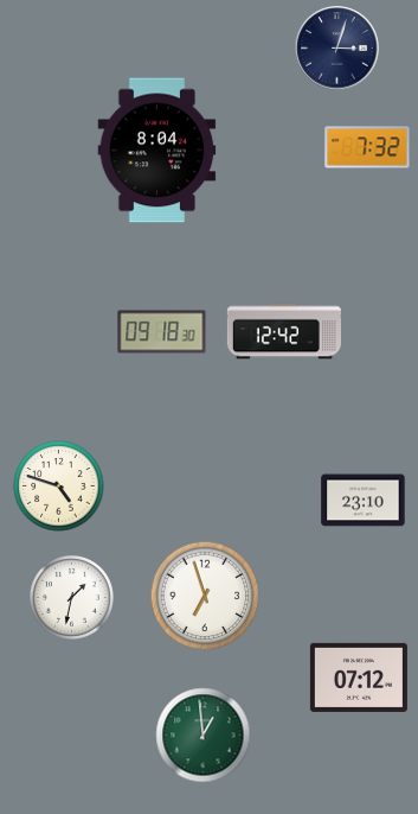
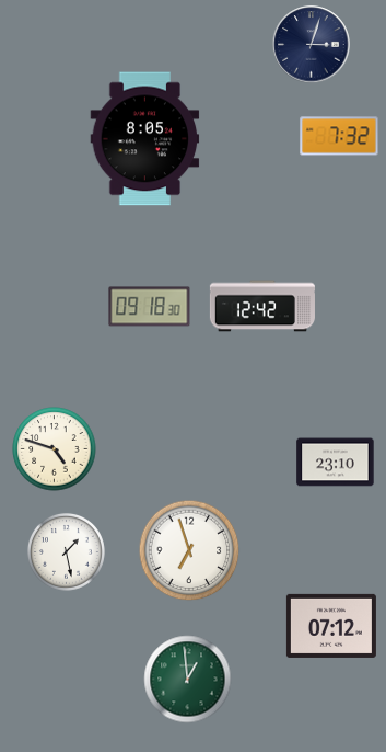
clock at (157, 151): 8:04 -> 8:05
clock at (71, 597): 1:32 -> 1:28
